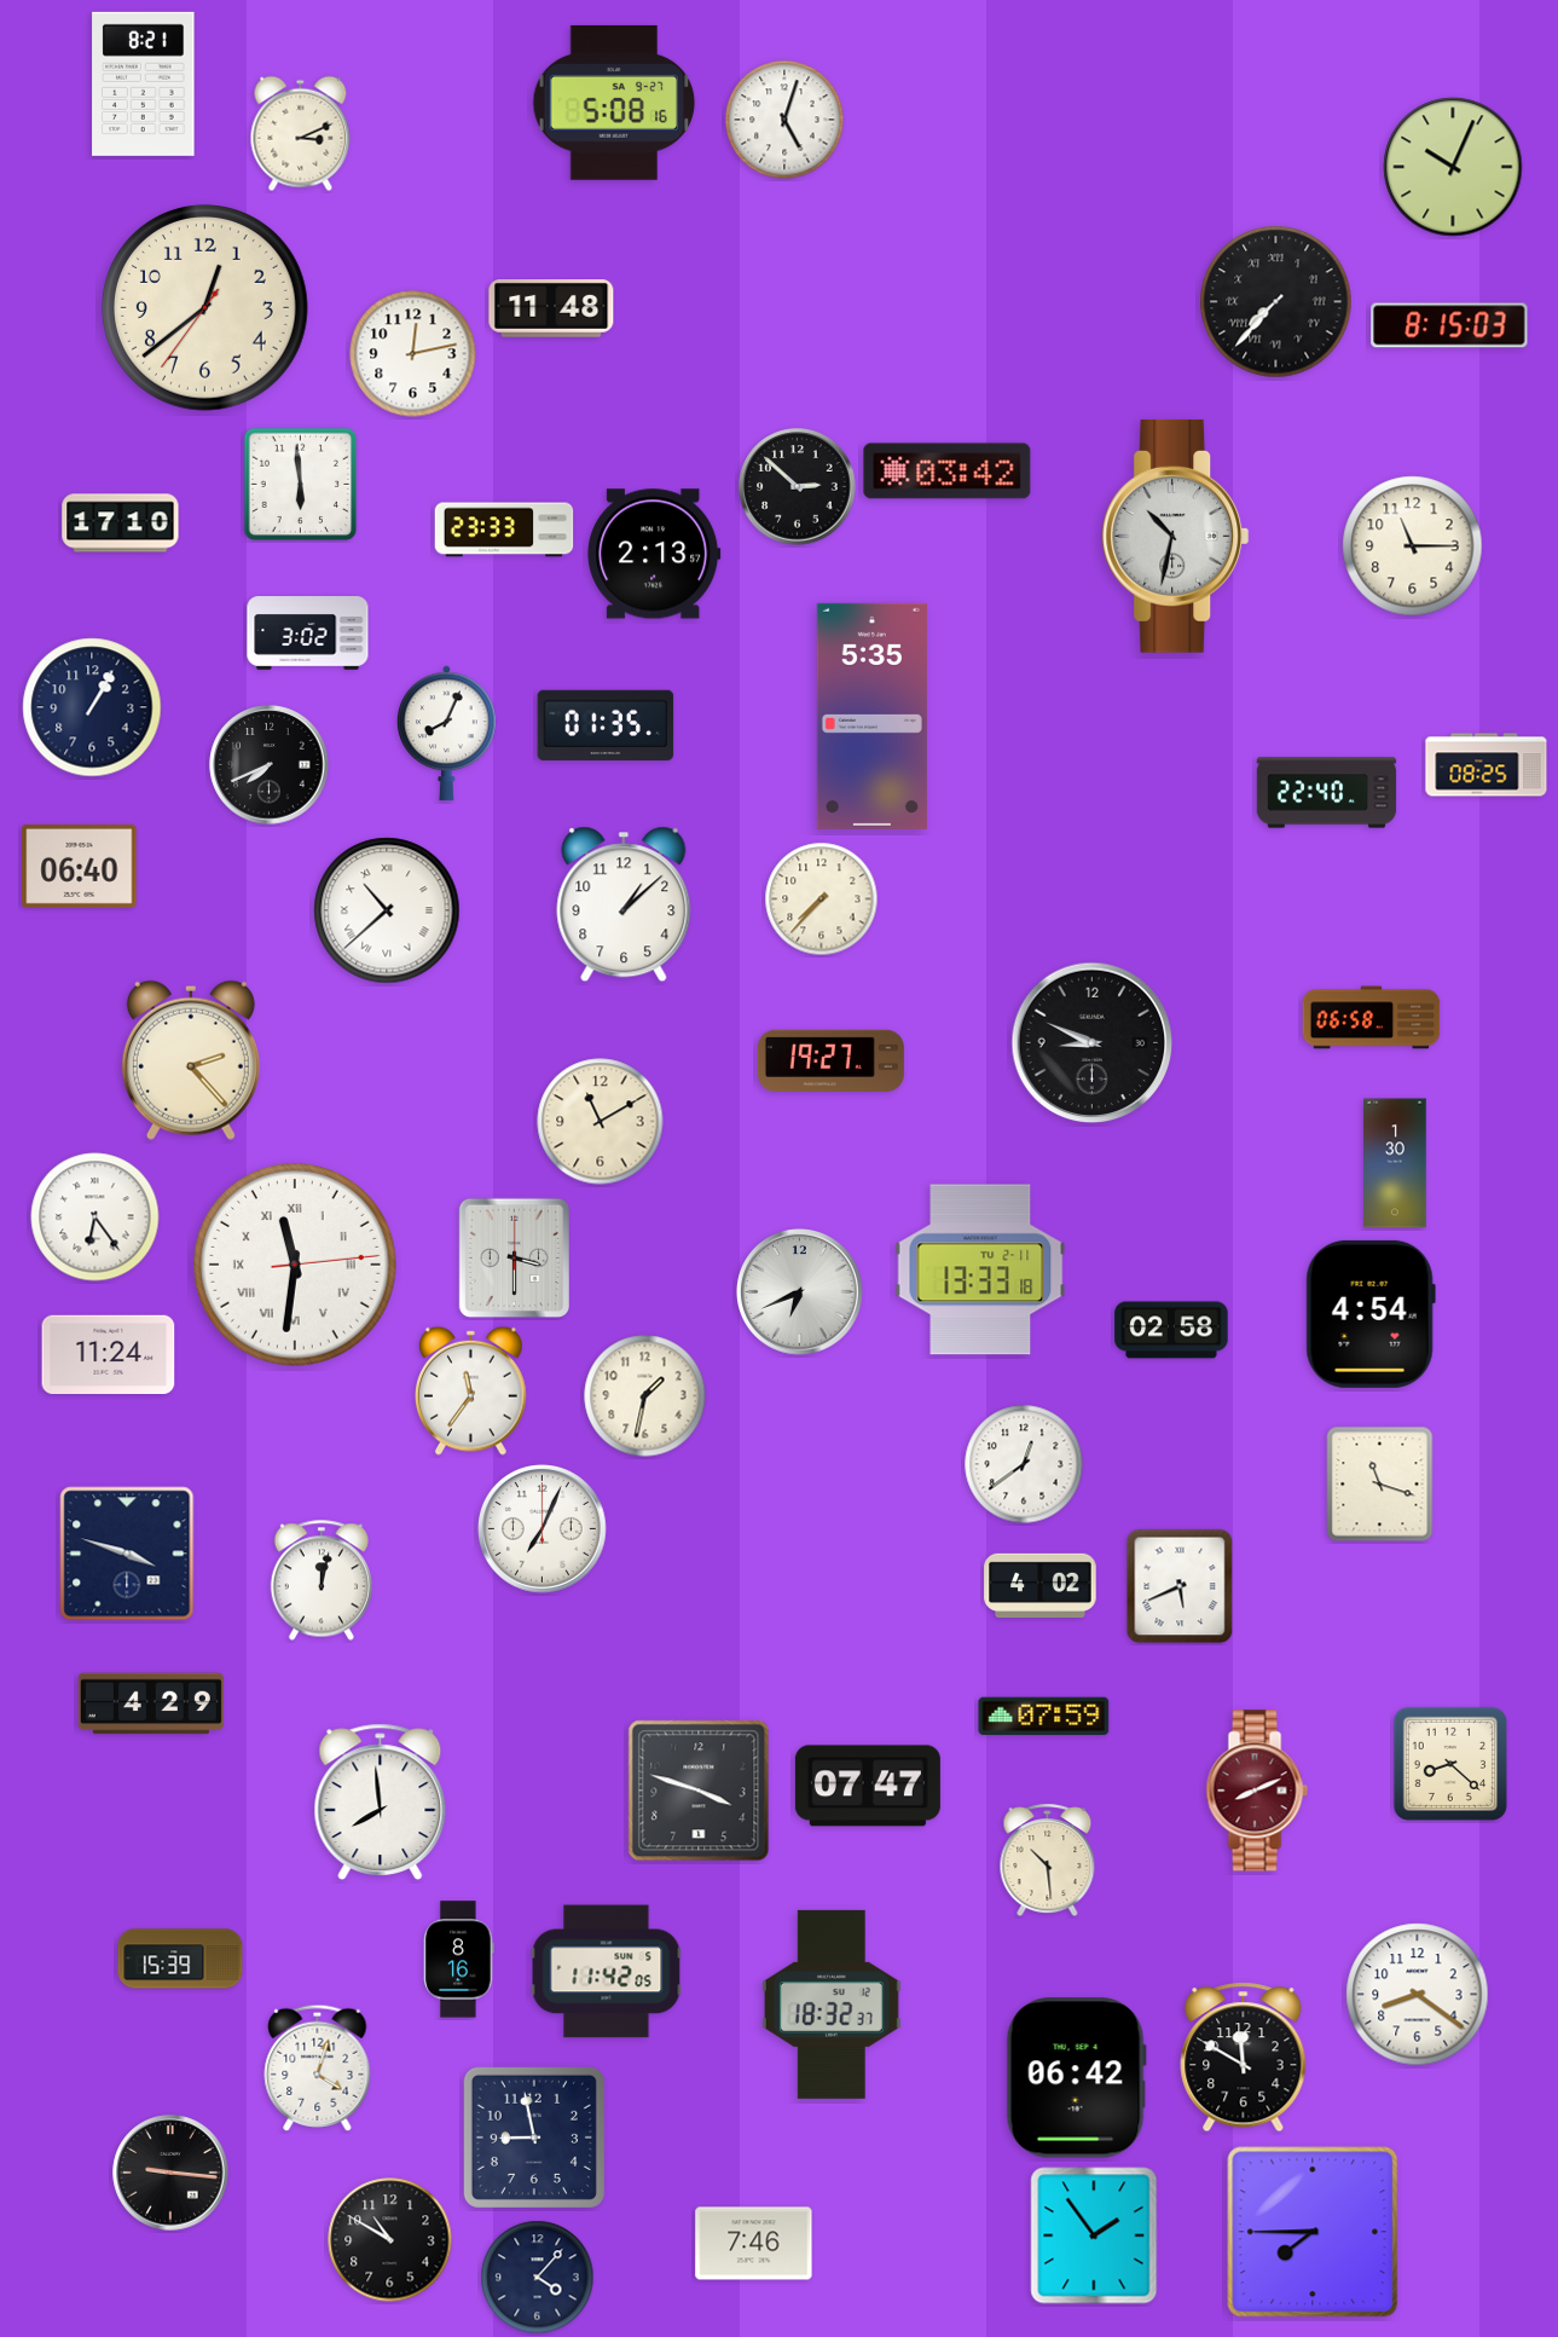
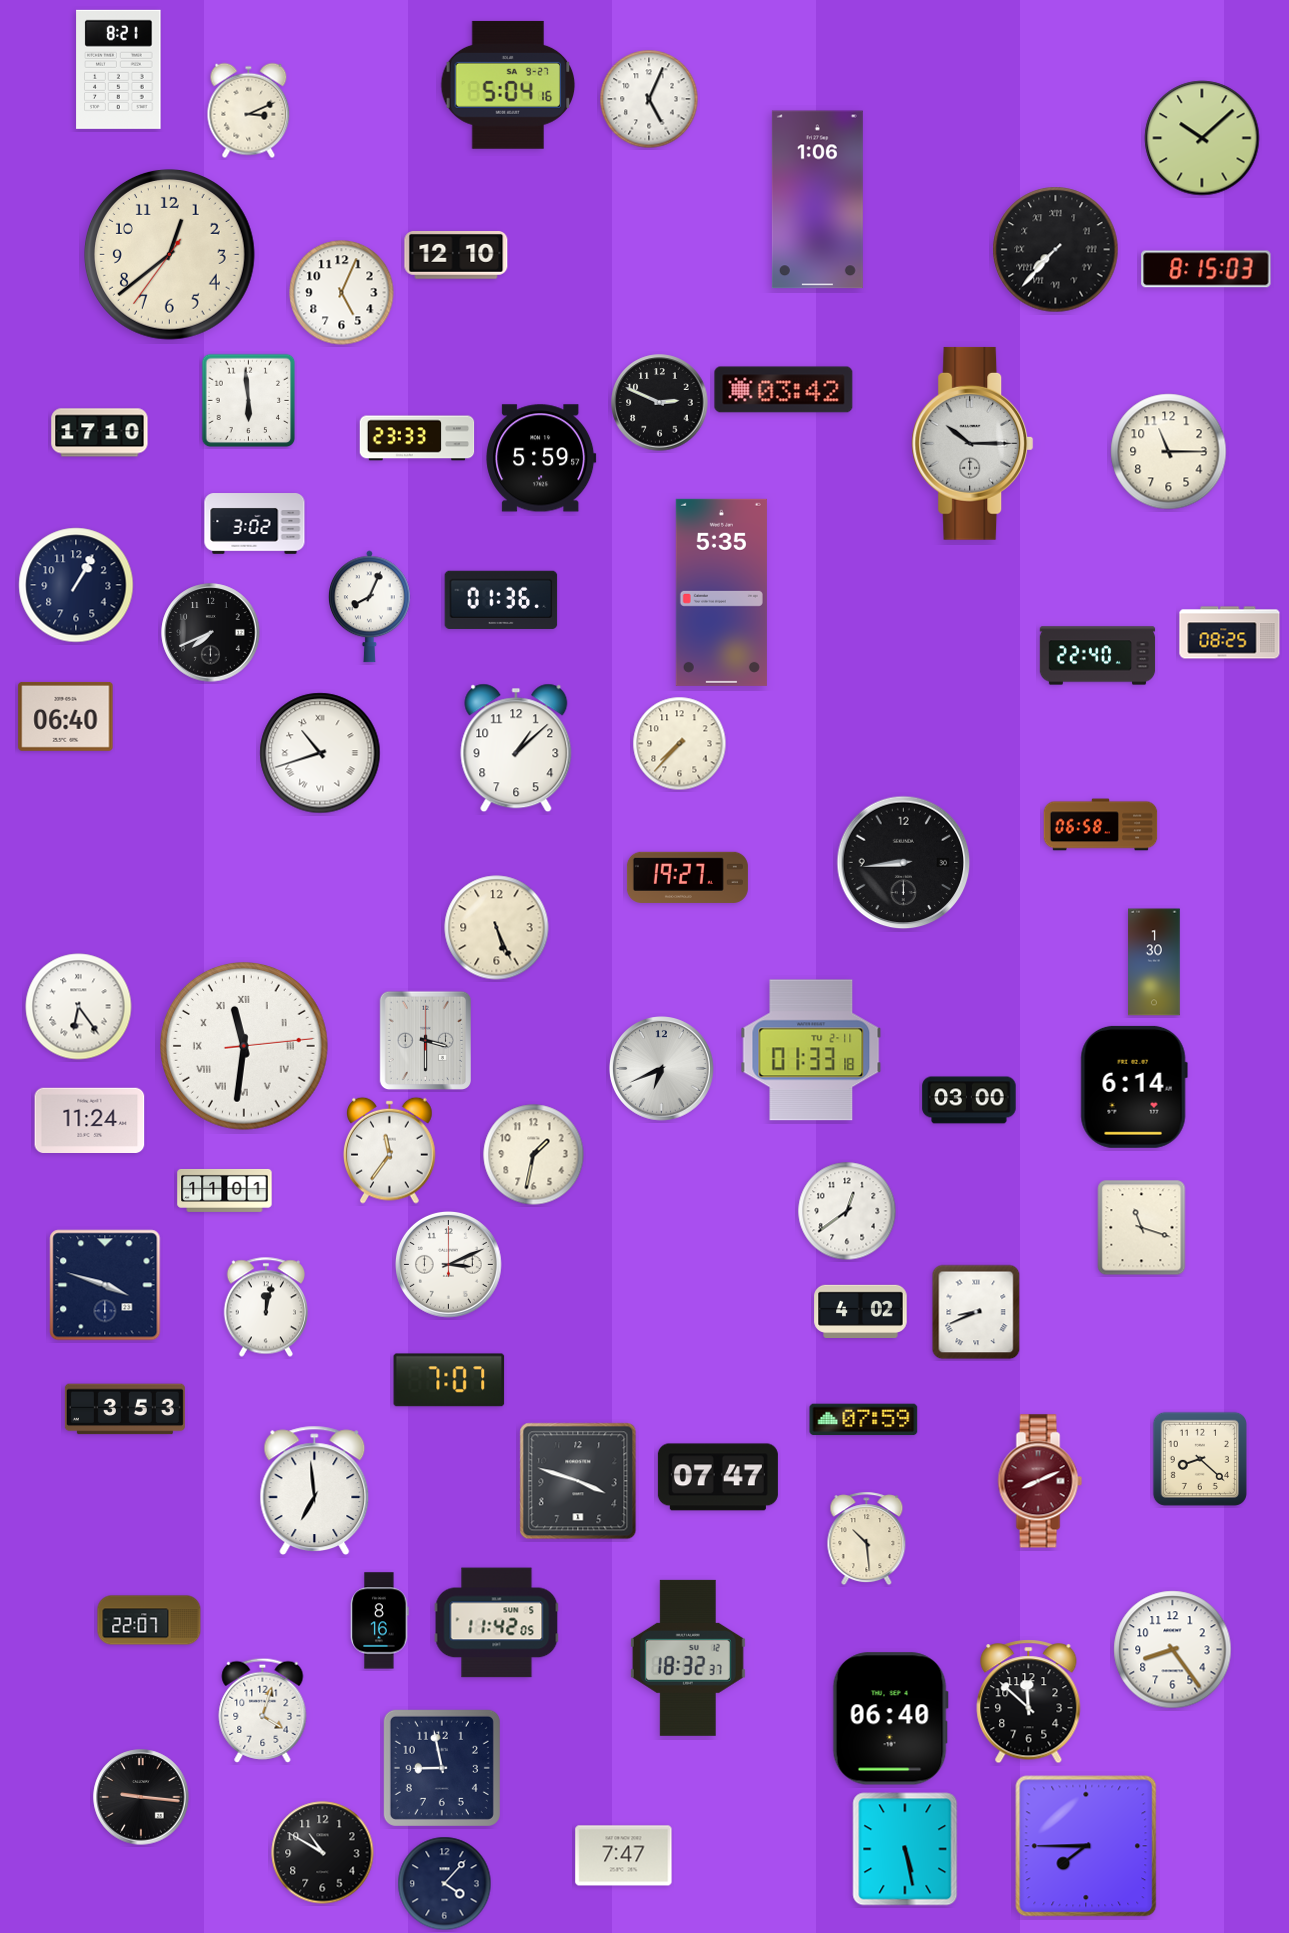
clock at (614, 103): 5:08 -> 5:04
clock at (784, 120): 5:03 -> 5:04
clock at (1453, 167): 10:04 -> 10:08
clock at (817, 200): none -> 1:06
clock at (551, 310): 11:48 -> 12:10
clock at (1449, 325) position: (1449, 325) -> (1206, 269)
clock at (413, 354): 12:13 -> 5:04
clock at (798, 487): 2:52 -> 2:49
clock at (1176, 536): 10:32 -> 10:15
clock at (654, 554): 2:13 -> 5:59
clock at (606, 724): 01:35 -> 01:36
clock at (270, 765) position: (270, 765) -> (211, 633)
clock at (387, 910): 10:38 -> 10:42
clock at (1372, 1018) position: (1372, 1018) -> (1101, 825)
clock at (1093, 1043): 8:49 -> 8:44
clock at (191, 1060): 2:23 -> none
clock at (601, 1122): 11:10 -> 5:26
clock at (980, 1269): 13:33 -> 01:33
clock at (1371, 1314): 4:54 -> 6:14
clock at (1171, 1330): 02:58 -> 03:00
clock at (225, 1190): none -> 11:01
clock at (543, 1529): 7:04 -> 3:11
clock at (1180, 1586): 5:41 -> 8:41
clock at (449, 1380): none -> 7:07
clock at (151, 1703): 4:29 -> 3:53
clock at (381, 1801): 7:59 -> 6:59
clock at (180, 1959): 15:39 -> 22:07
clock at (607, 1972) position: (607, 1972) -> (497, 1623)
clock at (1418, 1995): 8:21 -> 8:24
clock at (1244, 2058): 11:50 -> 11:52
clock at (1076, 2078): 06:42 -> 06:40
clock at (1094, 2235): 1:54 -> 5:28
clock at (754, 2244): 7:46 -> 7:47
